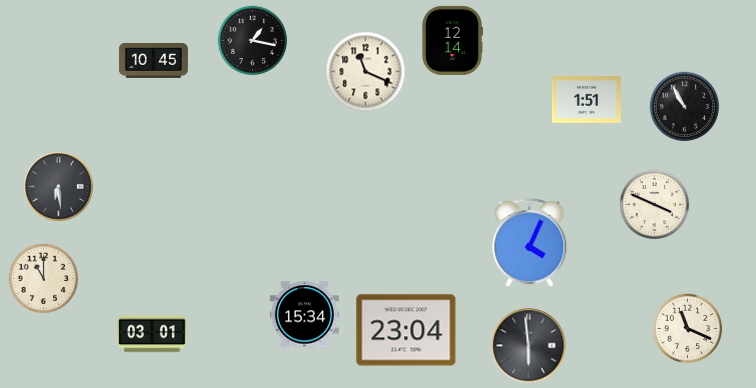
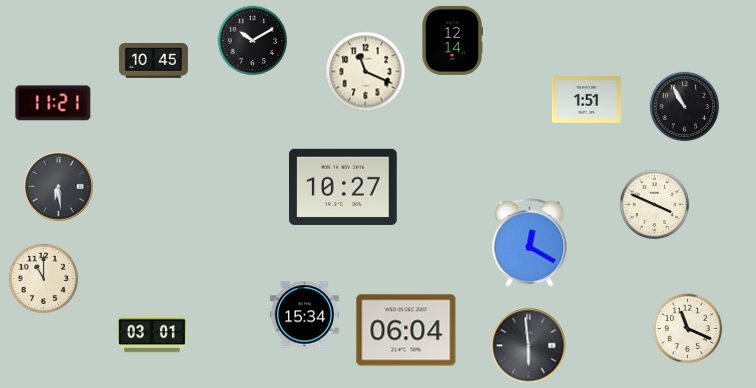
clock at (253, 41): 1:17 -> 10:10
clock at (53, 103): none -> 11:21
clock at (344, 187): none -> 10:27
clock at (530, 243): 4:04 -> 12:20
clock at (406, 330): 23:04 -> 06:04
